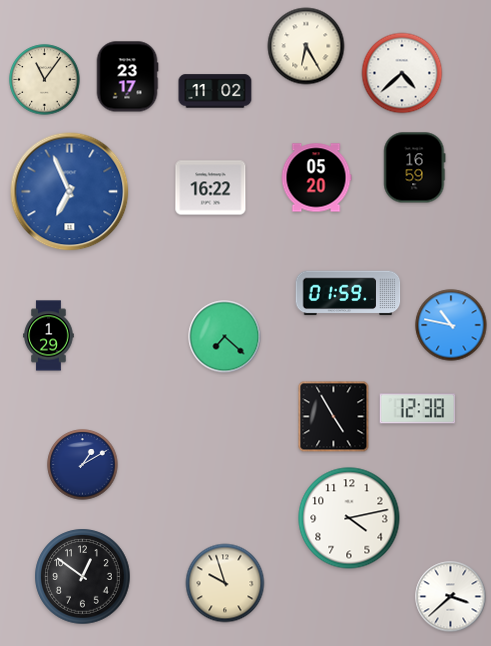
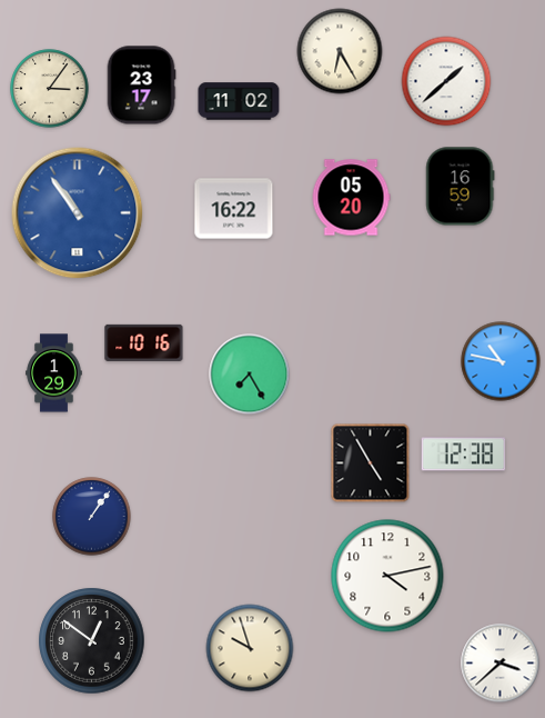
clock at (402, 73): 4:38 -> 1:38
clock at (45, 80): 11:06 -> 3:06
clock at (70, 192): 6:56 -> 10:54
clock at (348, 293): 01:59 -> none
clock at (144, 342): none -> 10:16
clock at (225, 337): 7:22 -> 7:25
clock at (83, 465): 1:10 -> 1:06
